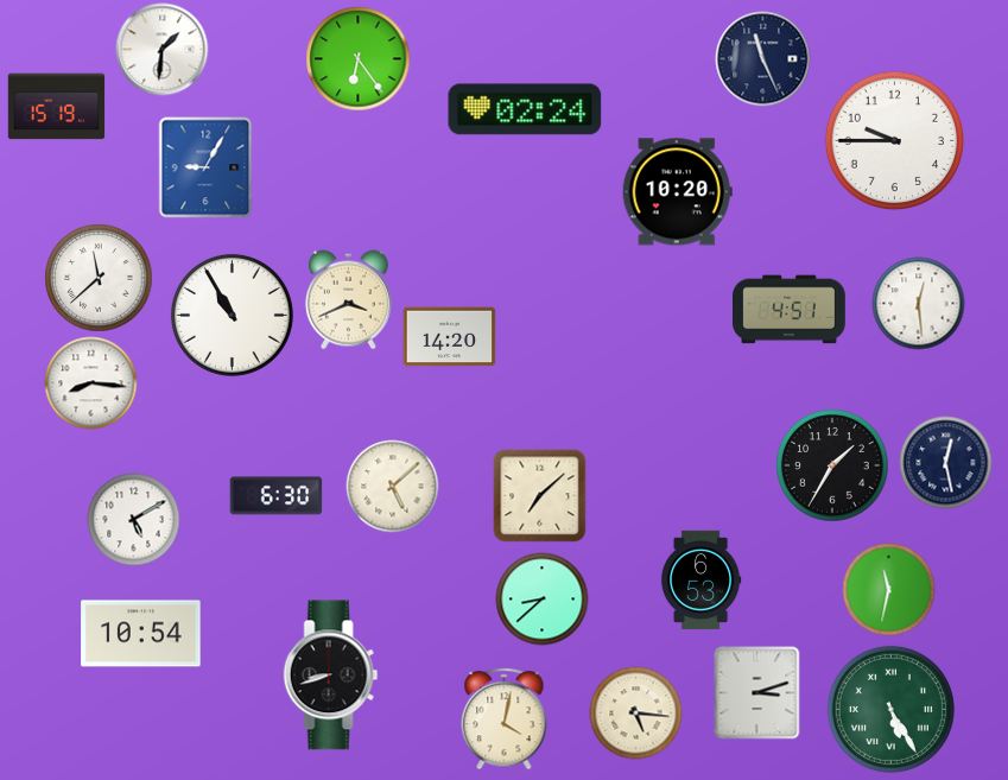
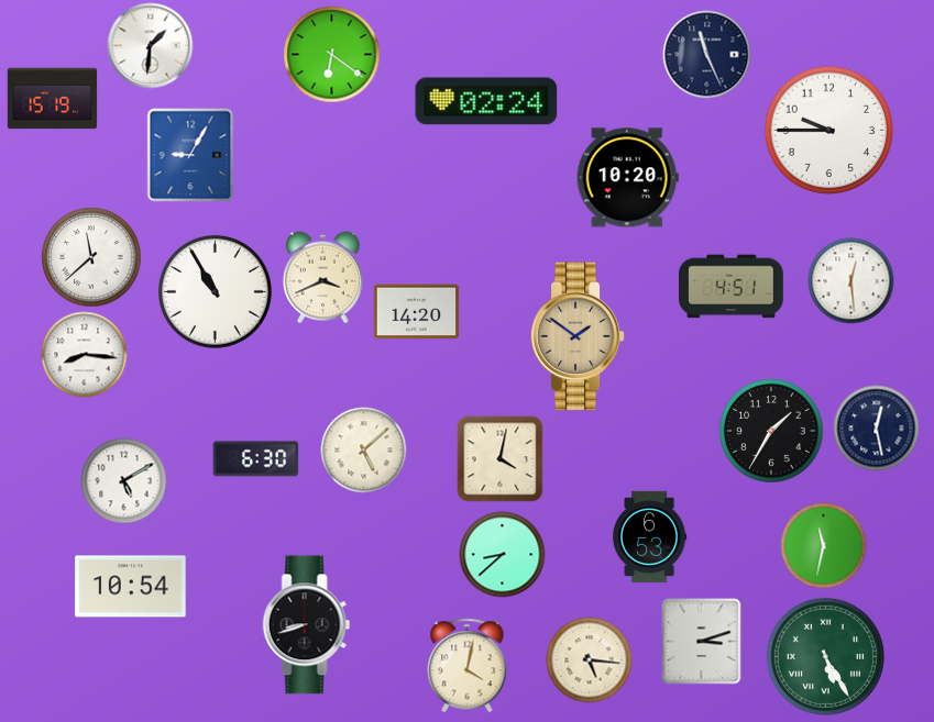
clock at (357, 58): 6:24 -> 6:21
clock at (578, 336): none -> 1:51
clock at (539, 495): 7:08 -> 4:02
